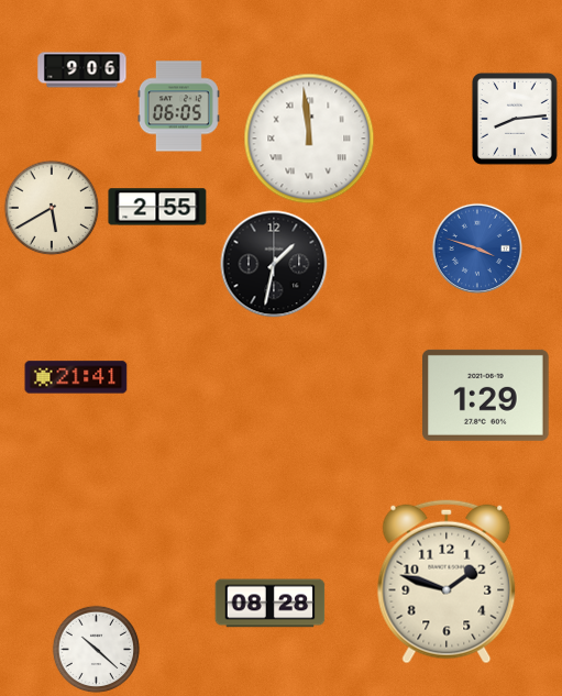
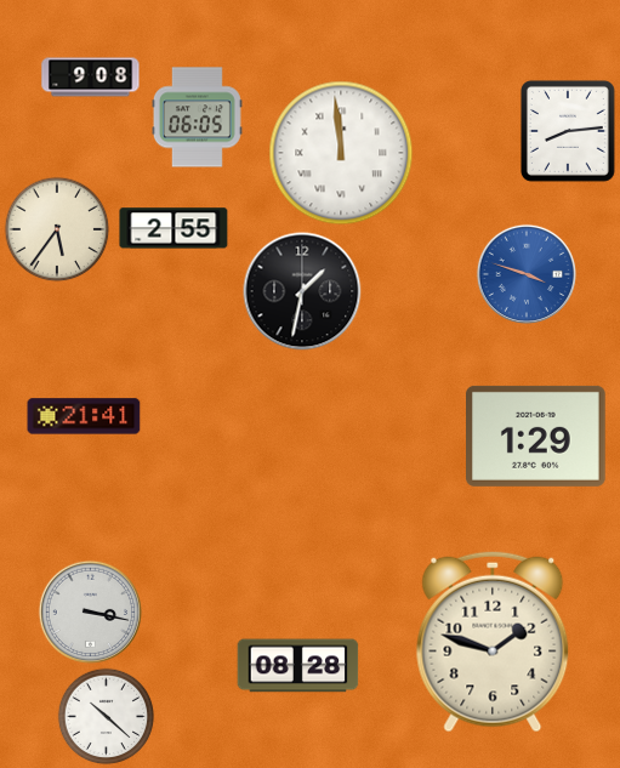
clock at (82, 70): 9:06 -> 9:08
clock at (52, 208): 5:40 -> 5:36
clock at (90, 611): none -> 3:17
